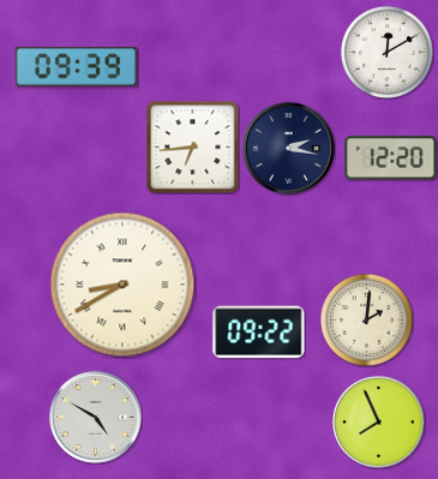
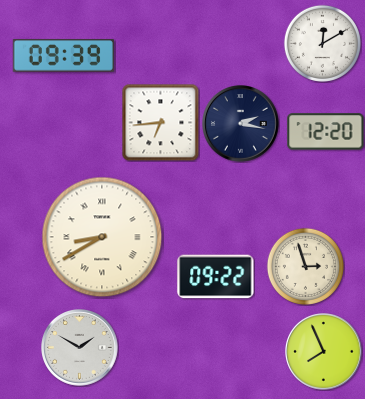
clock at (366, 319): 2:01 -> 2:57
clock at (96, 418): 4:50 -> 1:50
clock at (379, 423) position: (379, 423) -> (324, 352)
